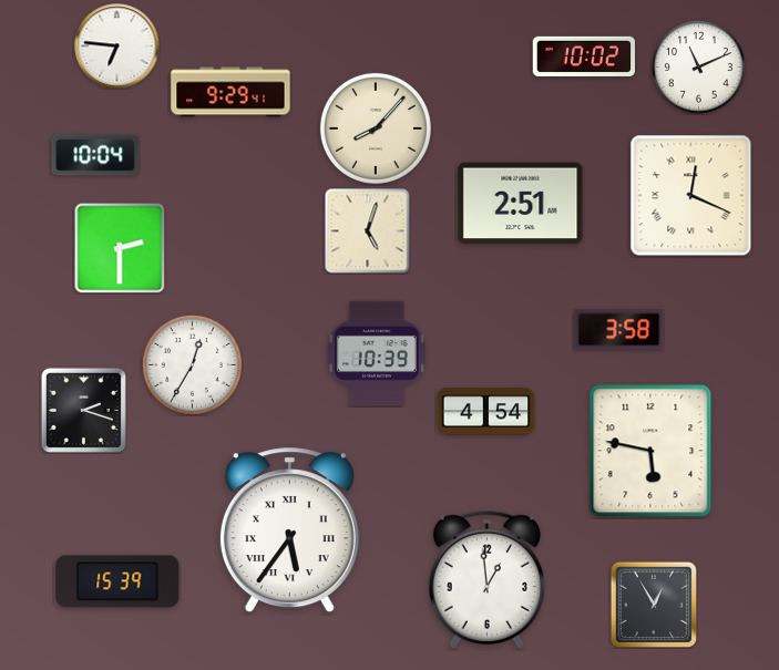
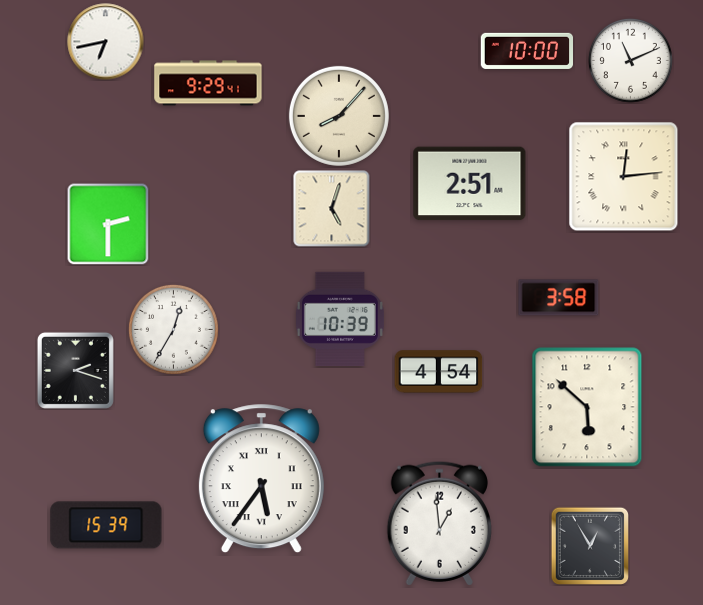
clock at (117, 47): 6:46 -> 6:43
clock at (583, 56): 10:02 -> 10:00
clock at (95, 155): 10:04 -> none
clock at (691, 196): 12:19 -> 12:14
clock at (650, 451): 5:47 -> 5:52
